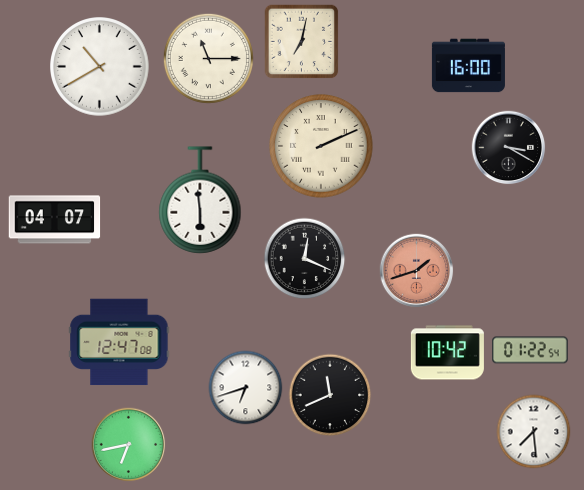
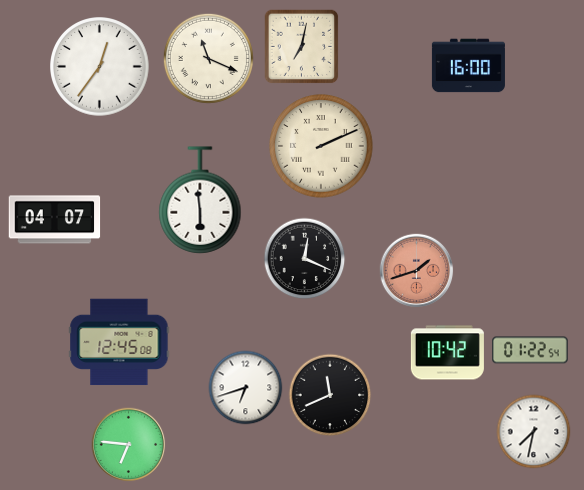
clock at (302, 42) position: (302, 42) -> (302, 47)
clock at (208, 58): 11:15 -> 11:19
clock at (100, 67): 10:40 -> 12:36
clock at (509, 148): 3:20 -> none
clock at (119, 342): 12:47 -> 12:45
clock at (534, 432): 7:29 -> 7:32
clock at (129, 445): 6:43 -> 6:46
